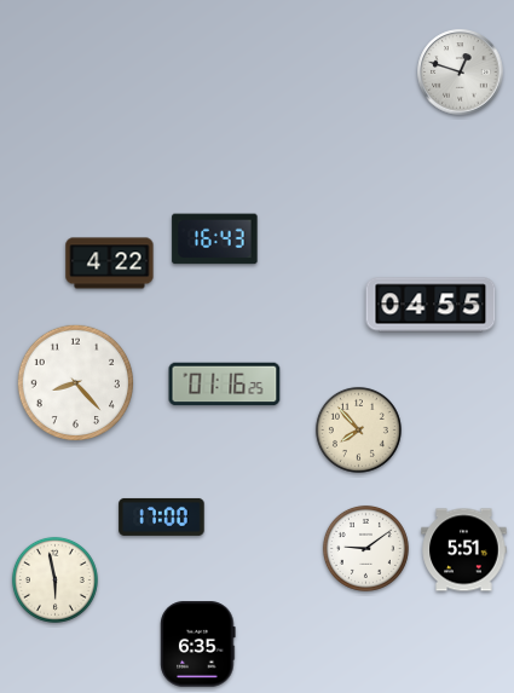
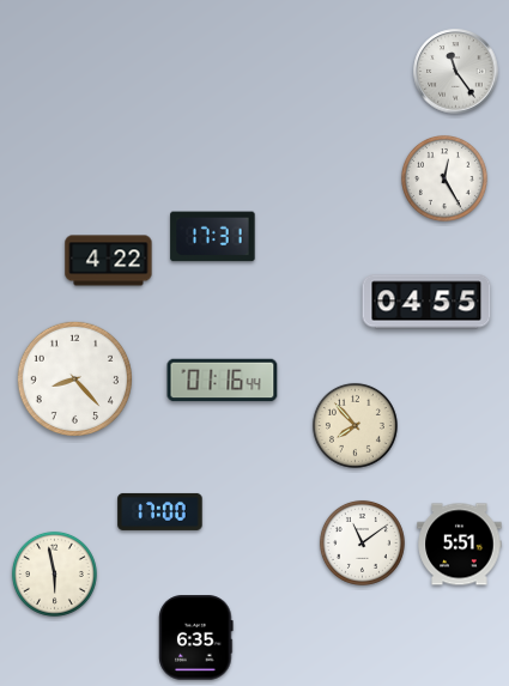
clock at (461, 73): 12:48 -> 11:24
clock at (444, 178): none -> 12:25
clock at (215, 239): 16:43 -> 17:31
clock at (225, 385): 01:16:25 -> 01:16:44
clock at (365, 548): 9:09 -> 11:09
